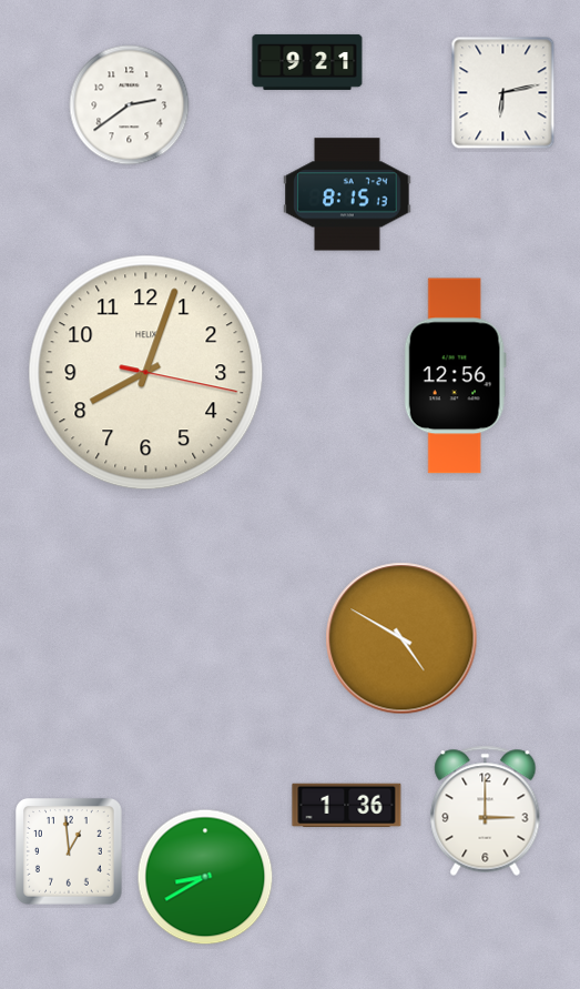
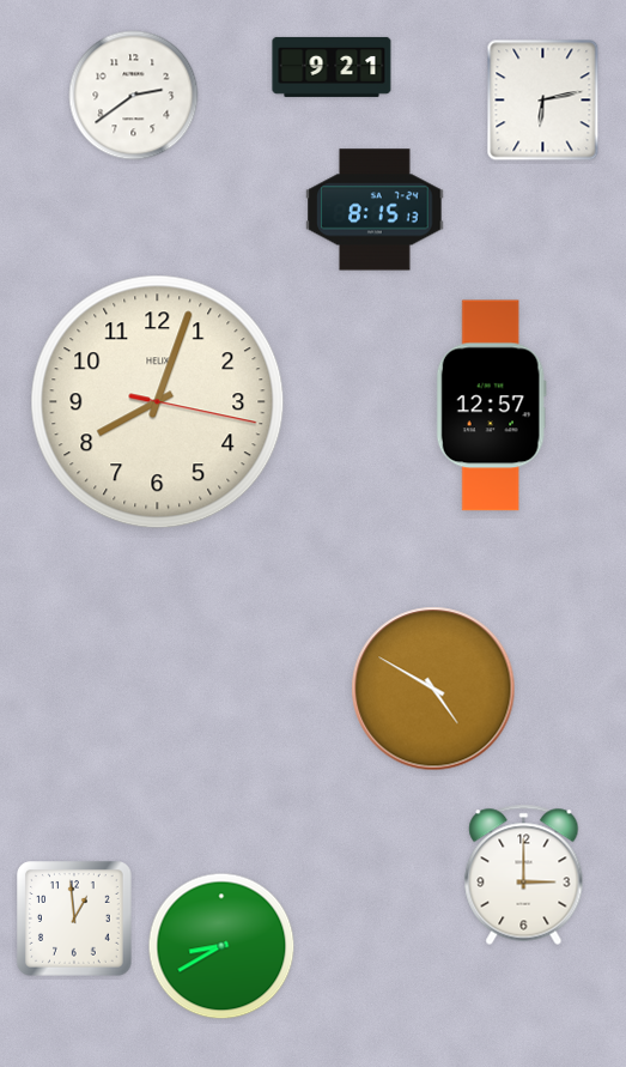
clock at (130, 105) position: (130, 105) -> (134, 96)
clock at (455, 376): 12:56 -> 12:57
clock at (347, 806): 1:36 -> none
